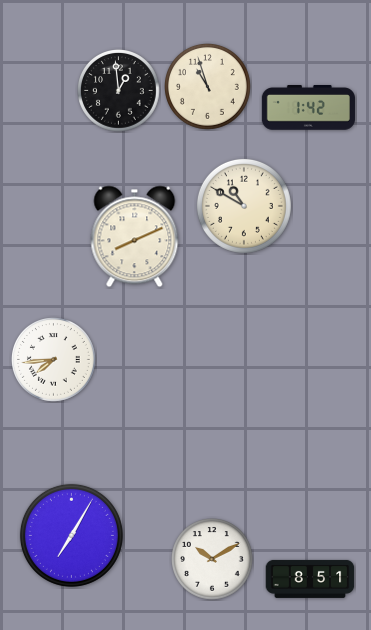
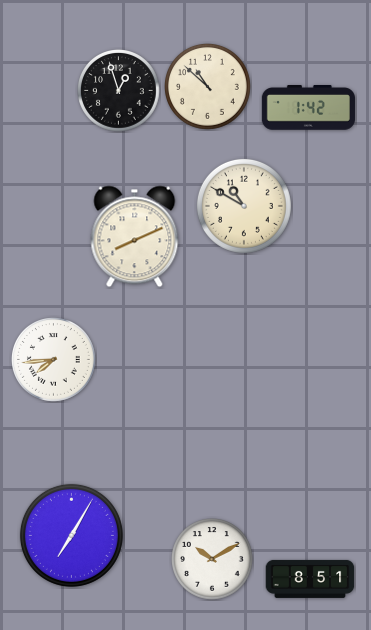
clock at (208, 87): 10:57 -> 10:52
clock at (119, 91): 12:59 -> 12:57
